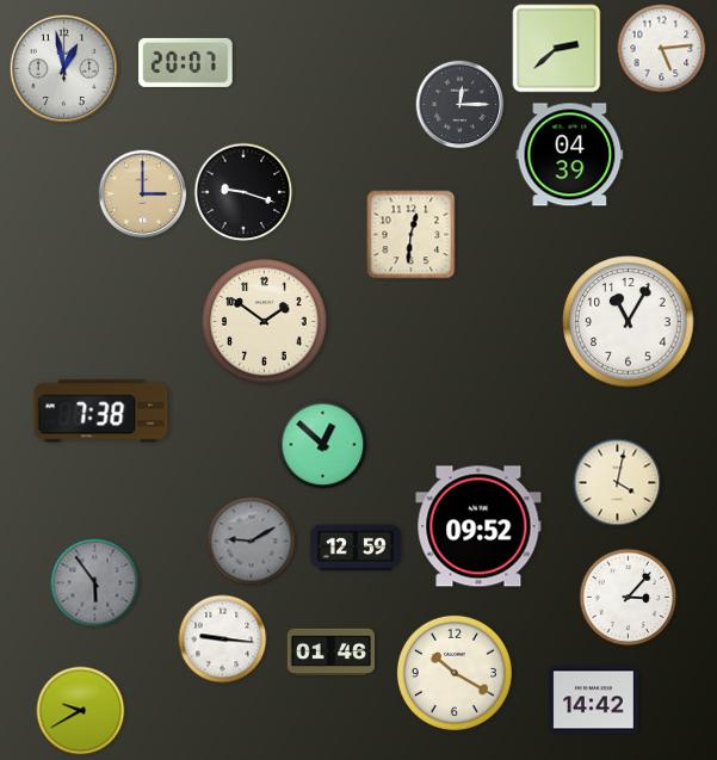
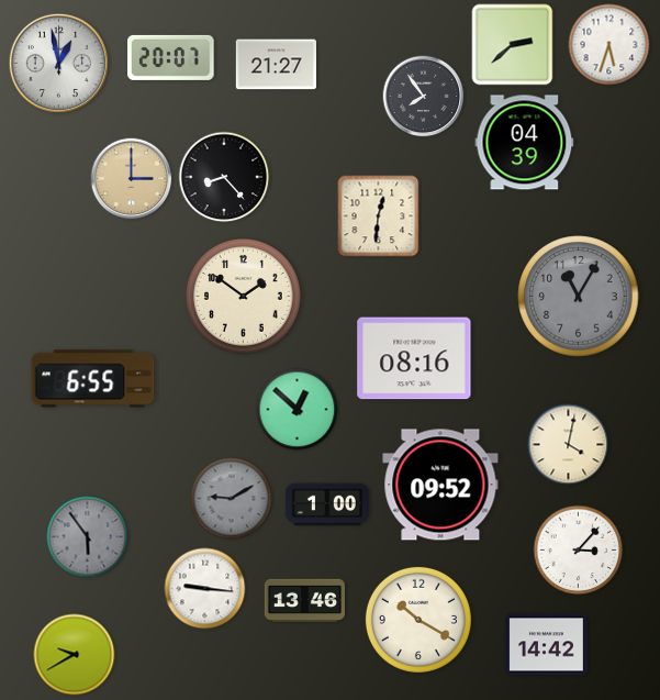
clock at (662, 49): 5:14 -> 5:33
clock at (276, 65): none -> 21:27
clock at (461, 105): 12:15 -> 7:54
clock at (243, 192): 9:18 -> 8:23
clock at (629, 322) dial: white -> grey
clock at (414, 358): none -> 08:16
clock at (101, 412): 7:38 -> 6:55
clock at (356, 548): 12:59 -> 1:00
clock at (330, 653): 01:46 -> 13:46
